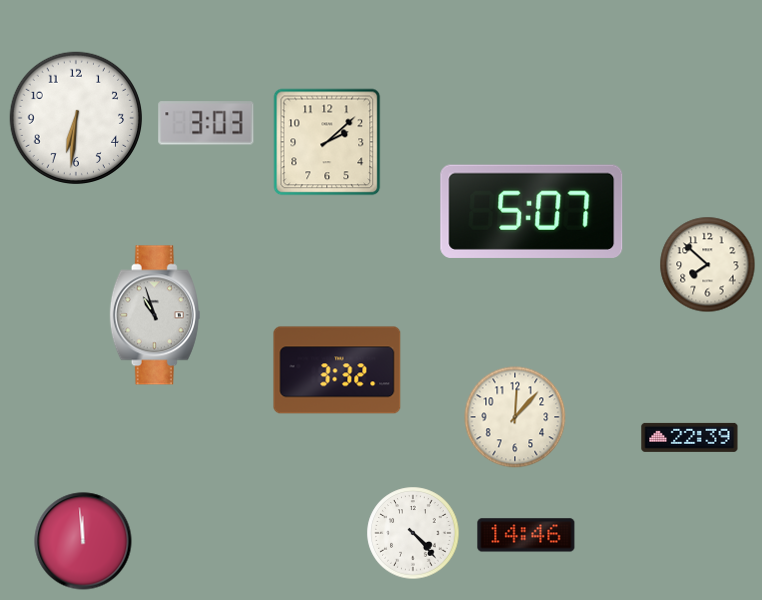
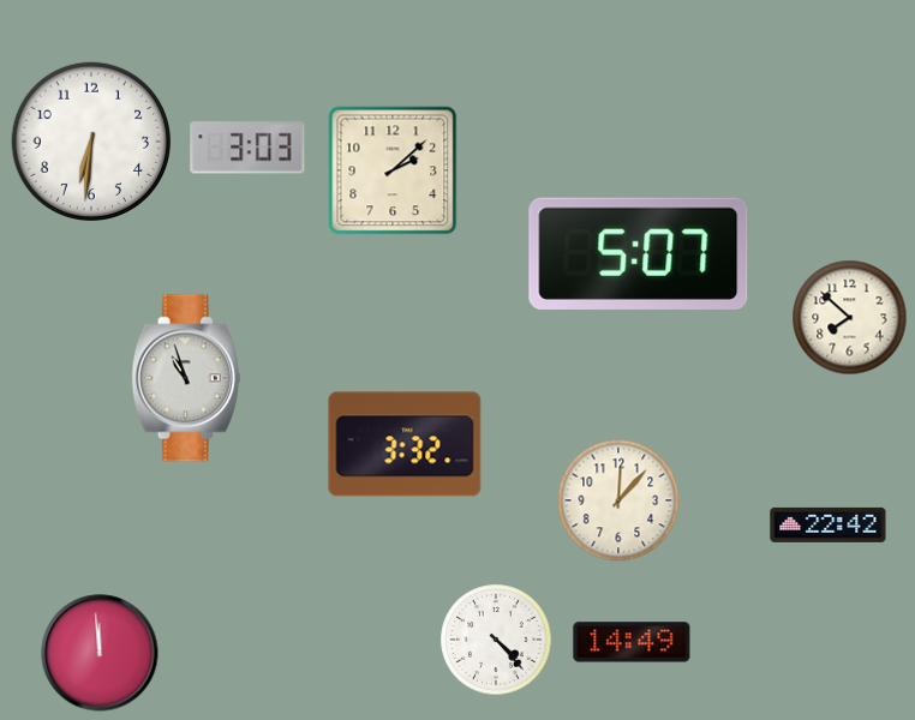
clock at (690, 437): 22:39 -> 22:42
clock at (526, 535): 14:46 -> 14:49
clock at (83, 541) position: (83, 541) -> (100, 653)
